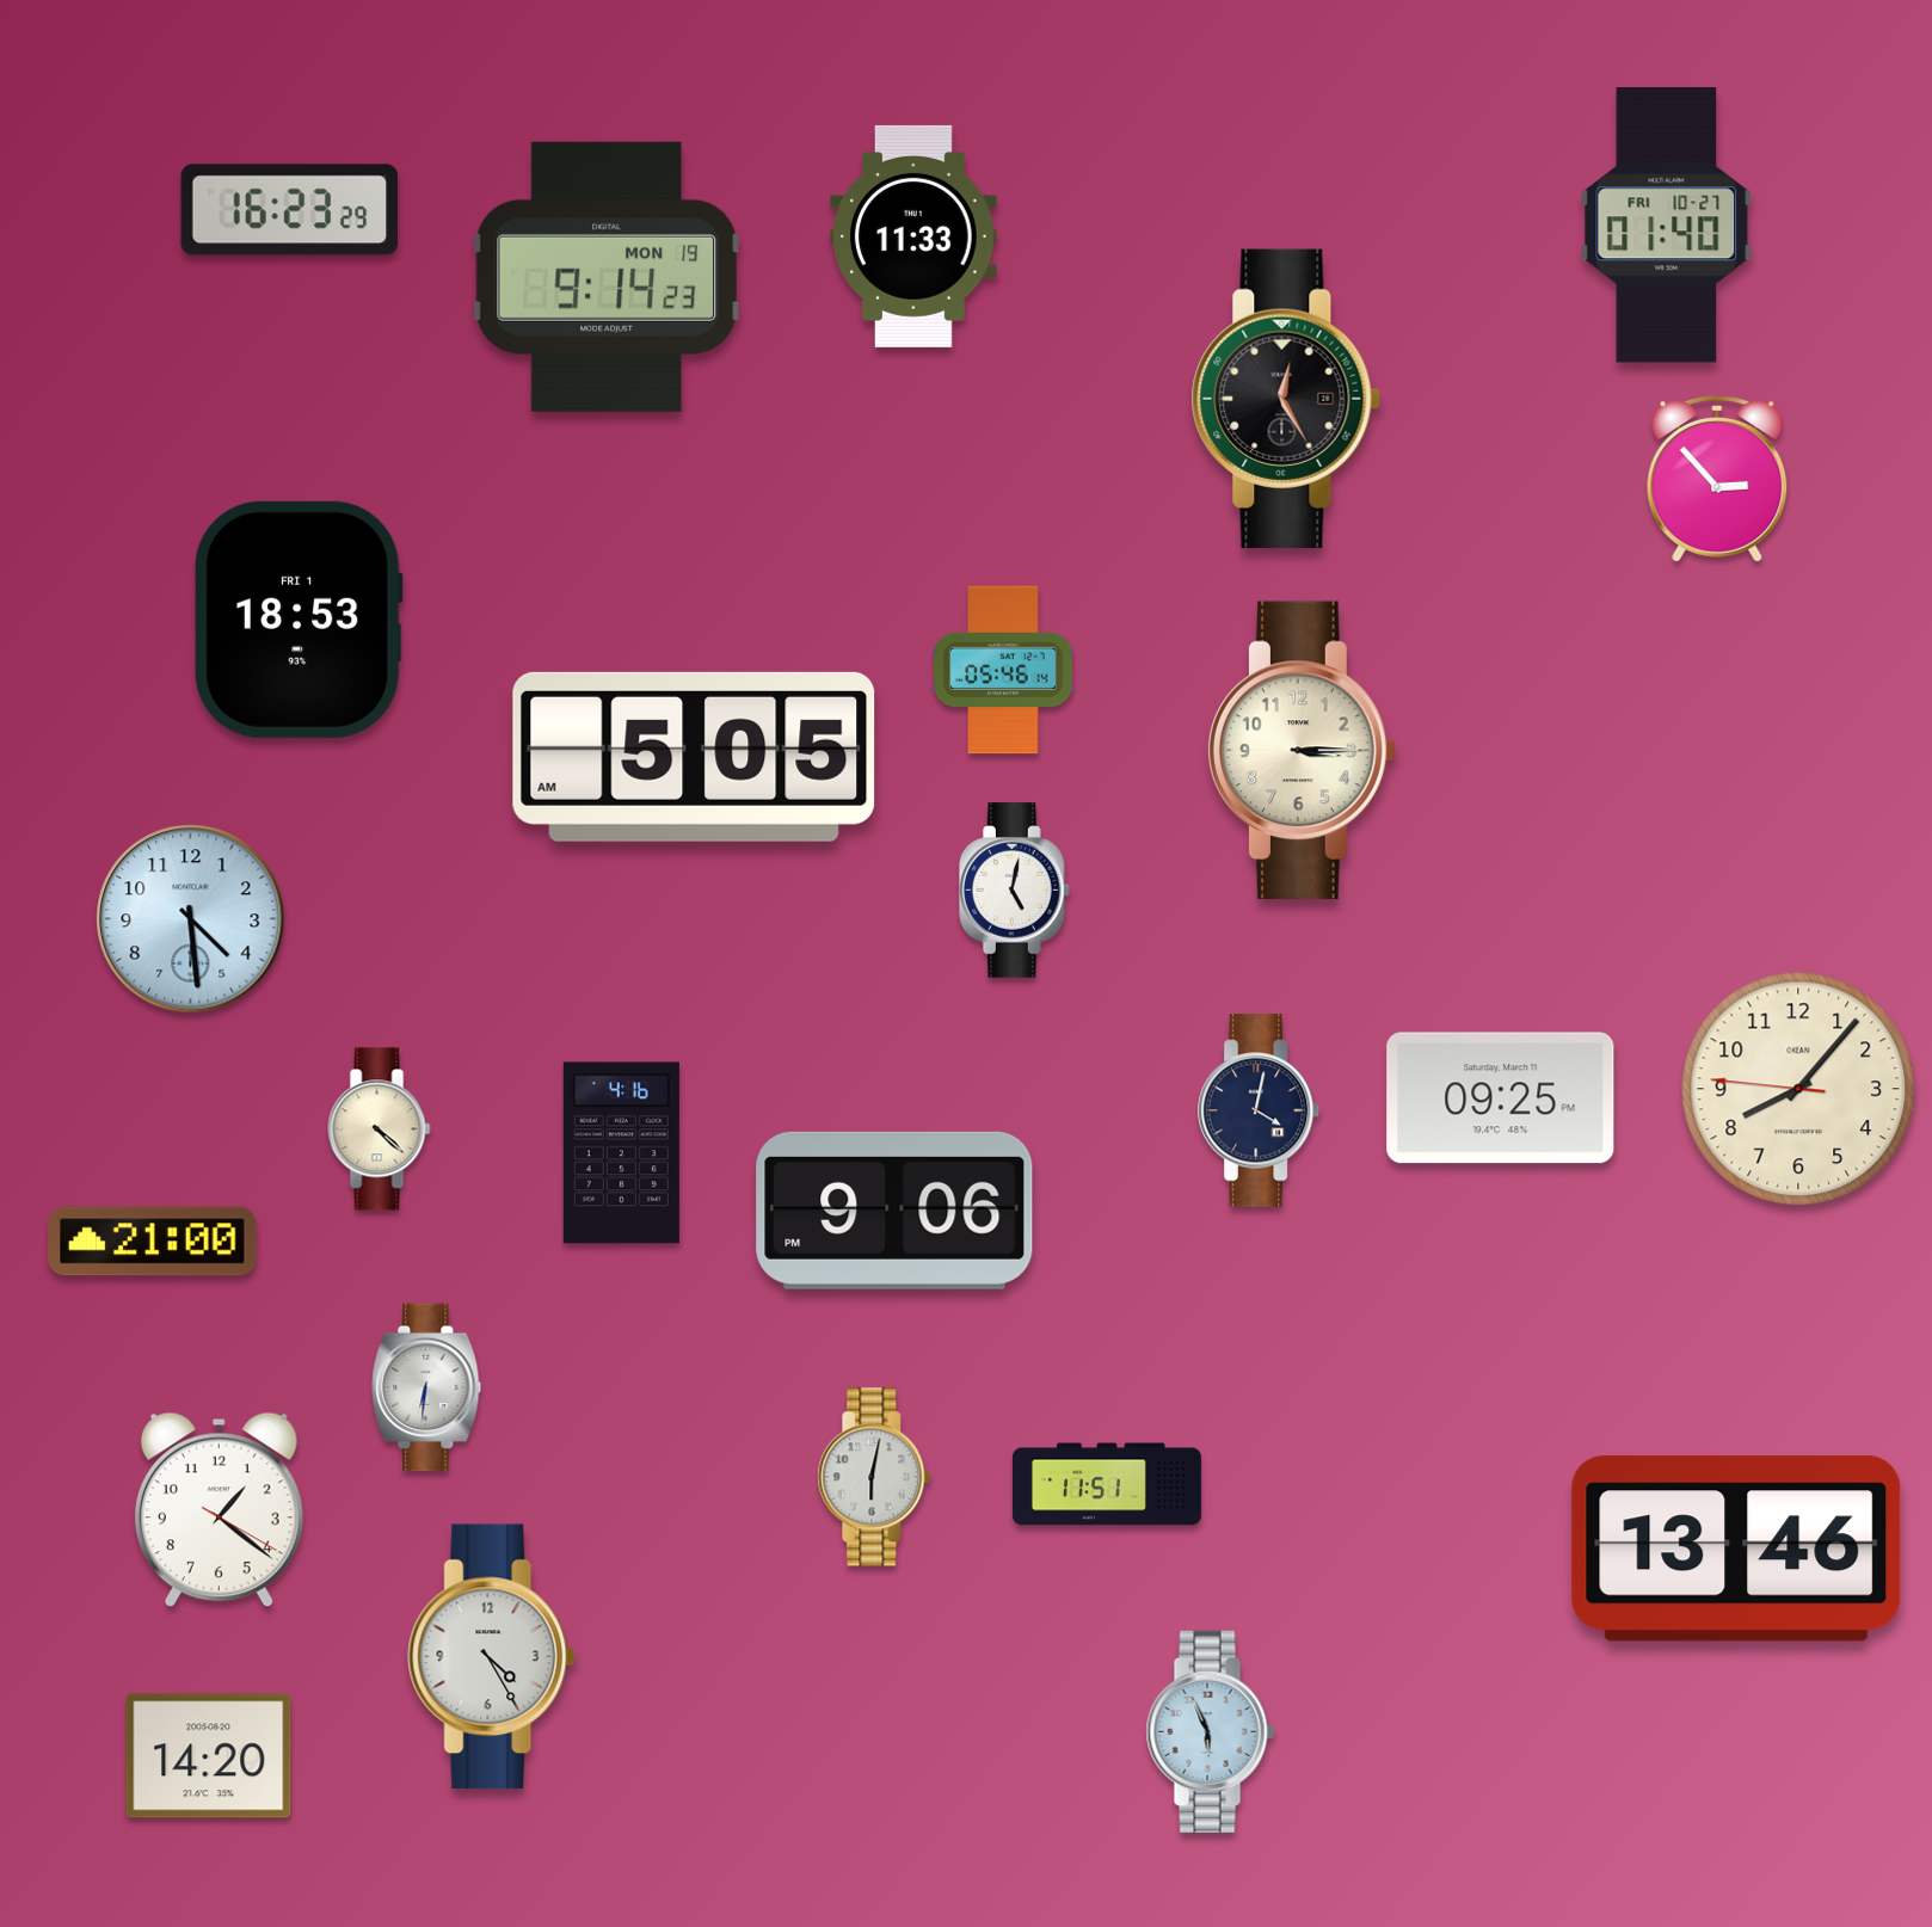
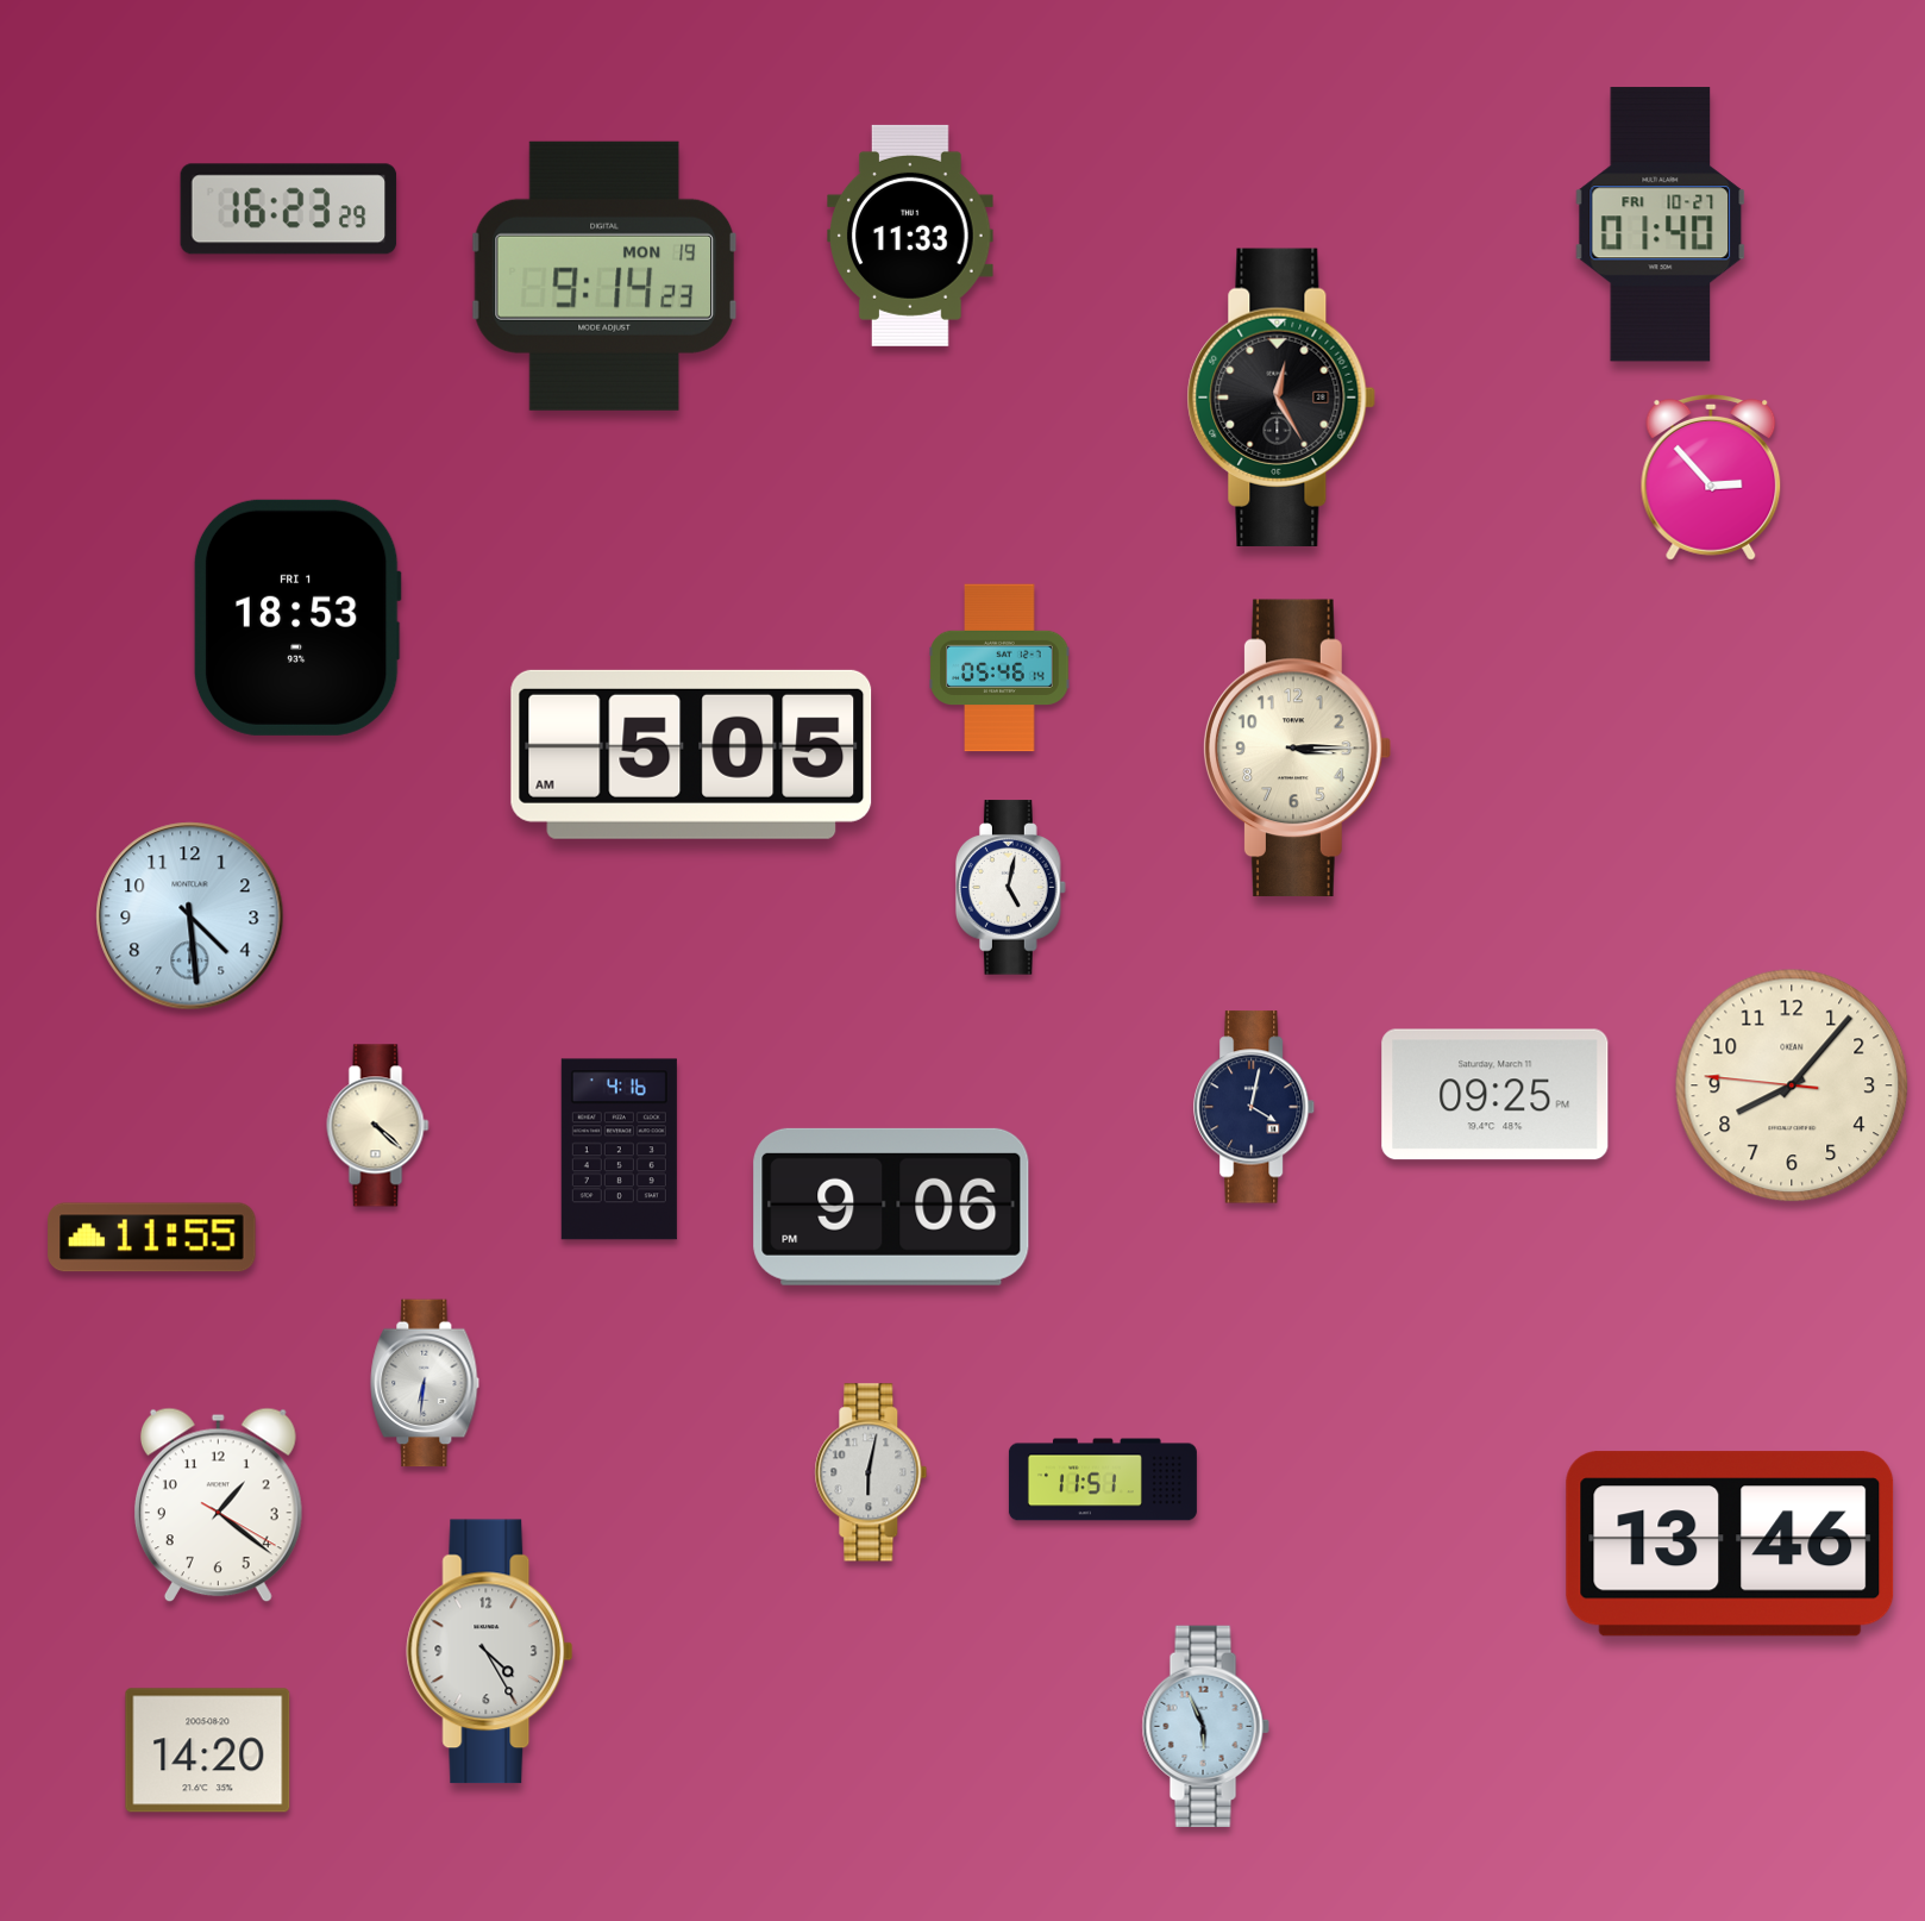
clock at (153, 1242): 21:00 -> 11:55
